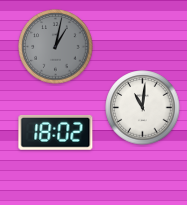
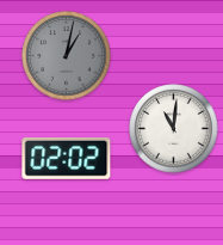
clock at (143, 108) position: (143, 108) -> (174, 129)
clock at (56, 132): 18:02 -> 02:02
